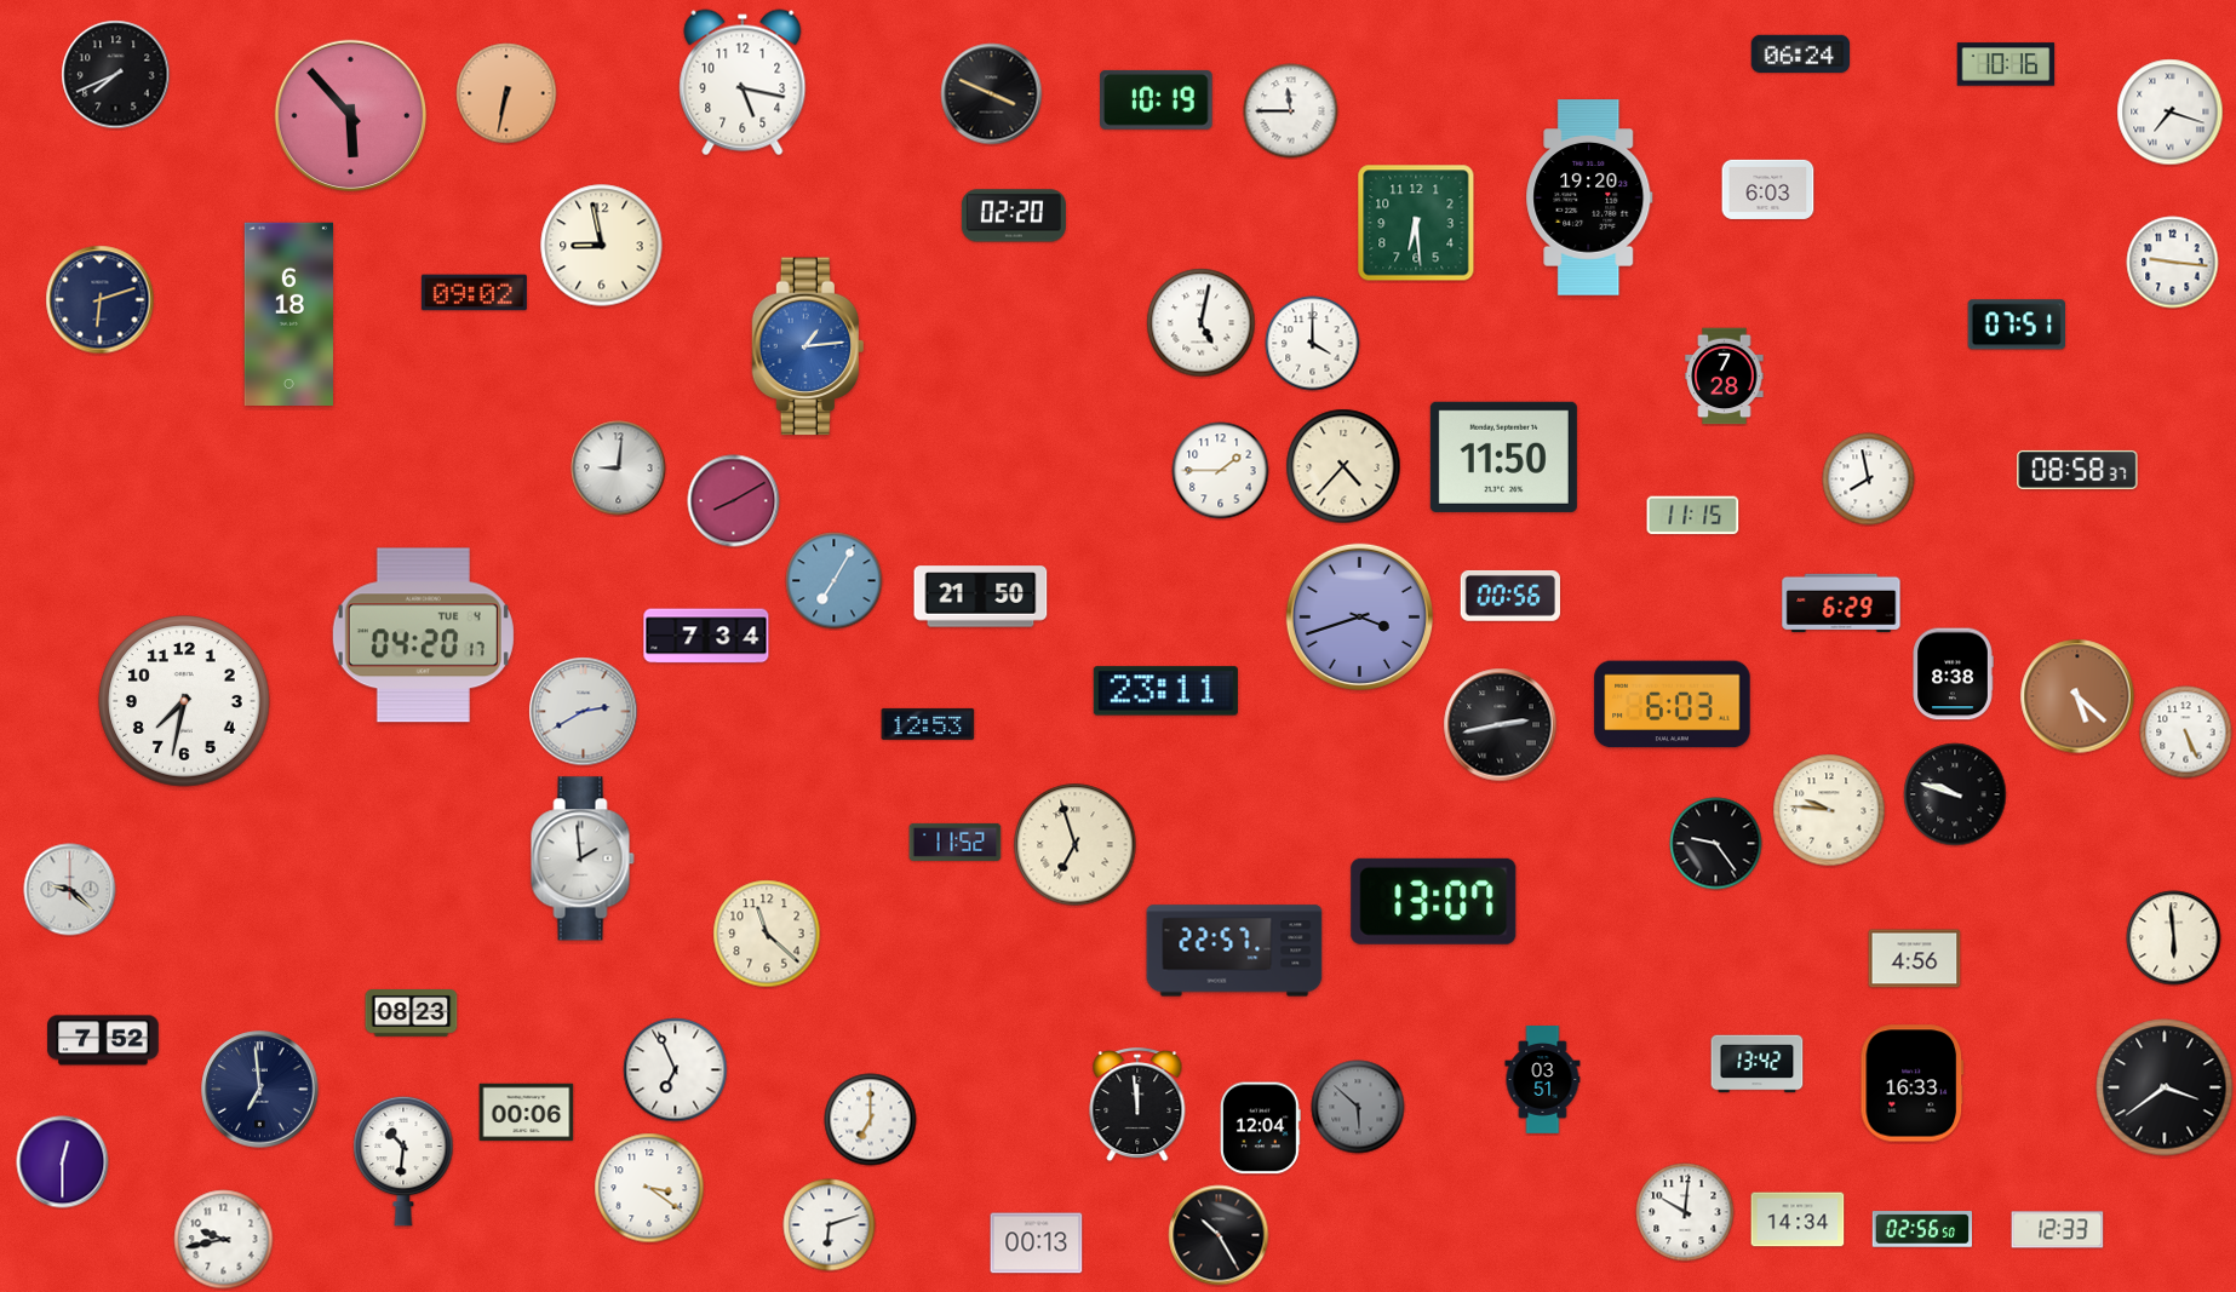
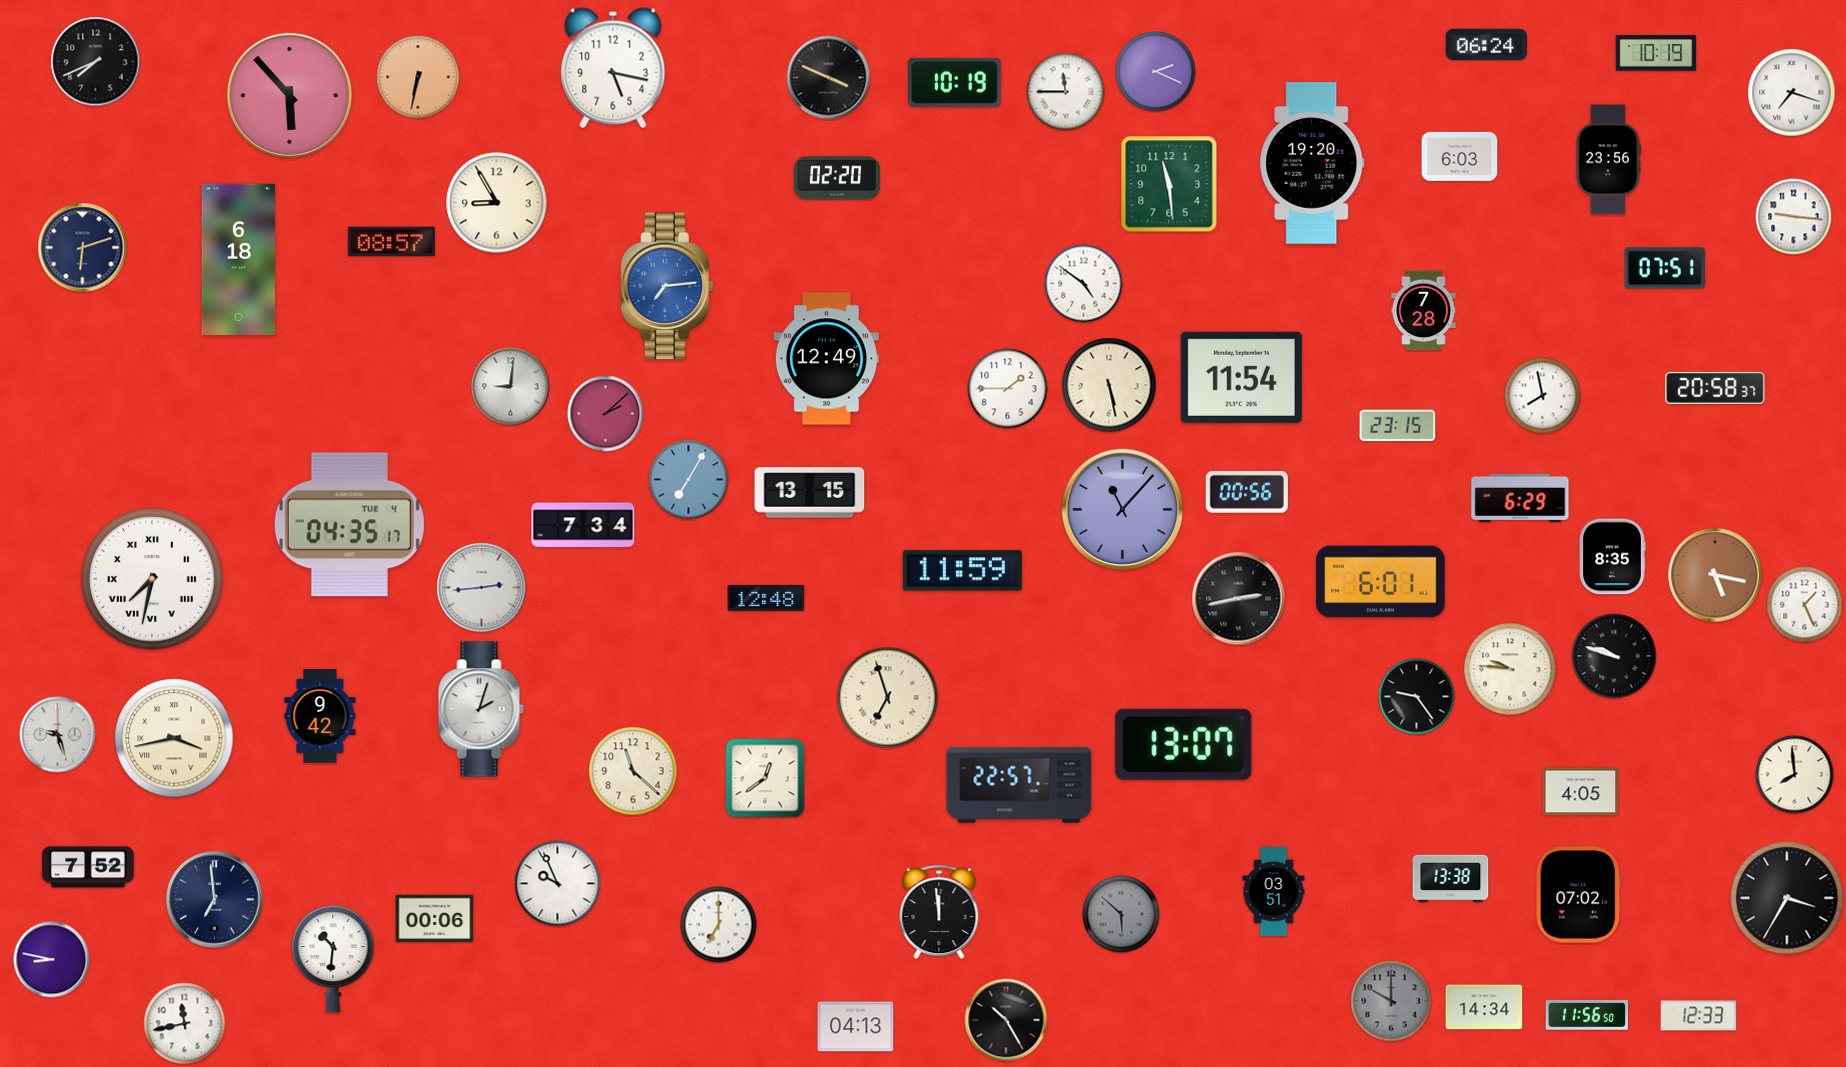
clock at (2006, 64): 10:16 -> 10:19
clock at (1156, 72): none -> 2:19
clock at (992, 94) position: (992, 94) -> (829, 78)
clock at (1608, 160): none -> 23:56
clock at (1416, 223): 6:29 -> 11:29
clock at (602, 246): 8:58 -> 8:55
clock at (474, 293): 09:02 -> 08:57
clock at (1202, 323): 5:02 -> none
clock at (1313, 344): 4:00 -> 4:51
clock at (808, 346): 1:14 -> 7:14
clock at (826, 359): none -> 12:49
clock at (1503, 456): 11:50 -> 11:54
clock at (1343, 466): 4:37 -> 5:28
clock at (2077, 470): 08:58 -> 20:58
clock at (734, 501): 8:10 -> 2:08
clock at (1693, 516): 11:15 -> 23:15
clock at (981, 597): 21:50 -> 13:15
clock at (1359, 616): 3:42 -> 11:07
clock at (423, 636): 04:20 -> 04:35
clock at (1953, 674): 8:38 -> 8:35
clock at (1165, 691): 23:11 -> 11:59
clock at (2077, 696): 5:22 -> 5:17
clock at (184, 701) numerals: Arabic -> Roman
clock at (1673, 705): 6:03 -> 6:01
clock at (584, 712): 2:40 -> 2:44
clock at (928, 724): 12:53 -> 12:48
clock at (2186, 733): 5:26 -> 1:26
clock at (956, 842): 11:52 -> none
clock at (583, 859): 1:59 -> 2:03
clock at (320, 716): none -> 9:42
clock at (70, 890): 9:22 -> 9:27
clock at (174, 738): none -> 3:43
clock at (2174, 938): 5:59 -> 7:59
clock at (765, 778): none -> 12:39
clock at (1915, 959): 4:56 -> 4:05
clock at (412, 1013): 08:23 -> none
clock at (103, 1040) position: (103, 1040) -> (88, 867)
clock at (1758, 1064): 13:42 -> 13:38
clock at (676, 1070): 6:56 -> 9:56
clock at (1913, 1084): 16:33 -> 07:02
clock at (2165, 1087): 3:39 -> 3:35
clock at (1260, 1129): 12:04 -> none
clock at (63, 1162): 12:30 -> 8:47
clock at (649, 1188): 3:21 -> none
clock at (1685, 1212): 10:01 -> 10:00
clock at (1685, 1212) dial: white -> grey
clock at (830, 1225): 6:12 -> none
clock at (1921, 1229): 02:56 -> 11:56
clock at (224, 1240): 9:43 -> 11:43
clock at (1037, 1244): 00:13 -> 04:13
